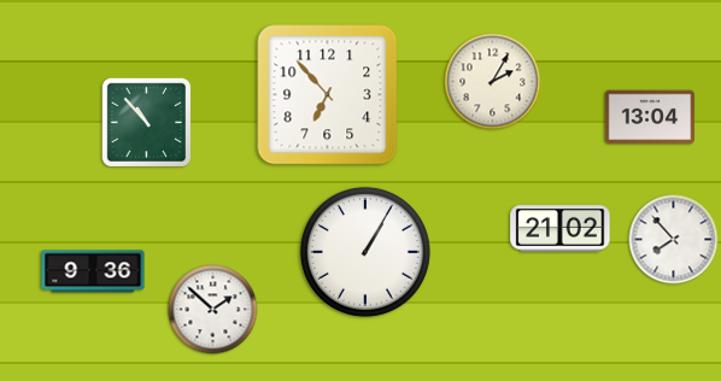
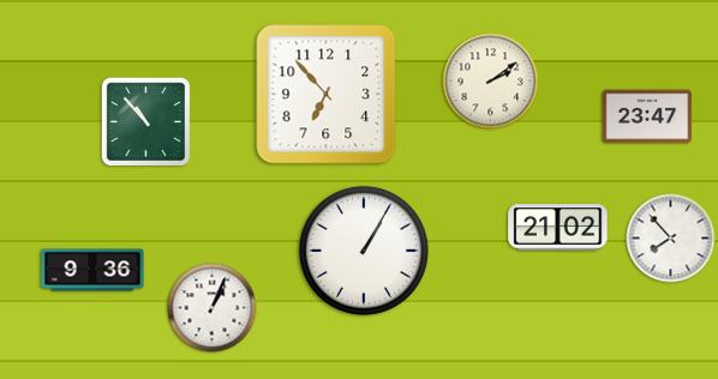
clock at (493, 82): 2:05 -> 2:09
clock at (650, 117): 13:04 -> 23:47
clock at (213, 310): 1:52 -> 1:04
